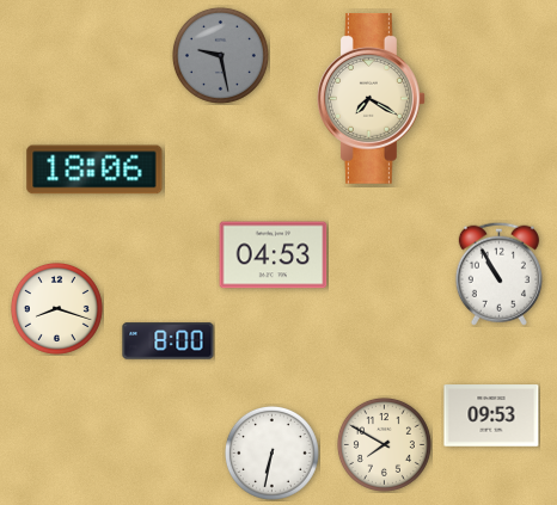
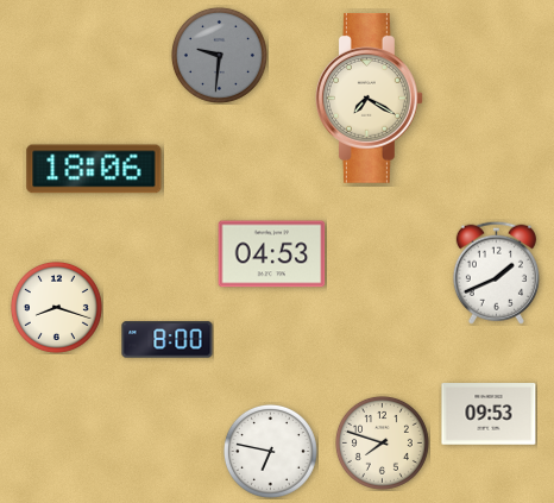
clock at (220, 55): 9:28 -> 9:31
clock at (498, 273): 10:55 -> 1:41
clock at (384, 444): 7:50 -> 7:48
clock at (271, 452): 6:32 -> 6:47
